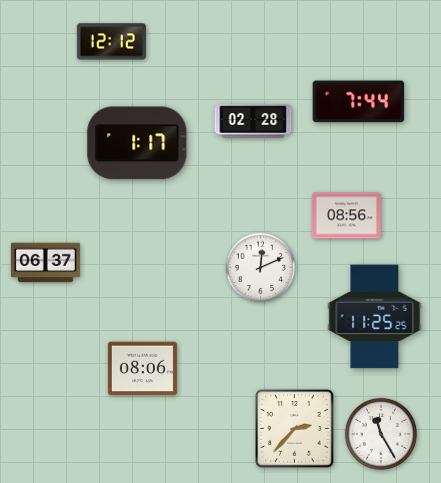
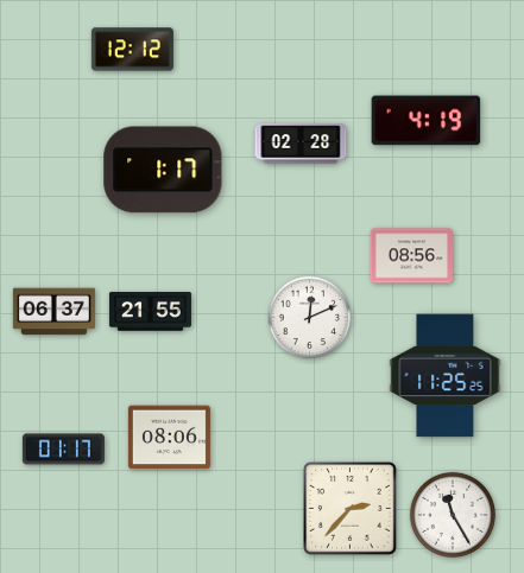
clock at (359, 102): 7:44 -> 4:19
clock at (150, 312): none -> 21:55
clock at (63, 450): none -> 01:17
